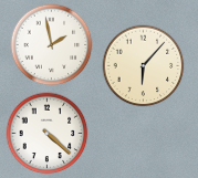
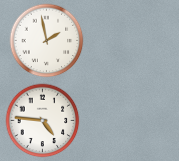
clock at (144, 66): 6:07 -> none
clock at (48, 134): 4:22 -> 4:46
